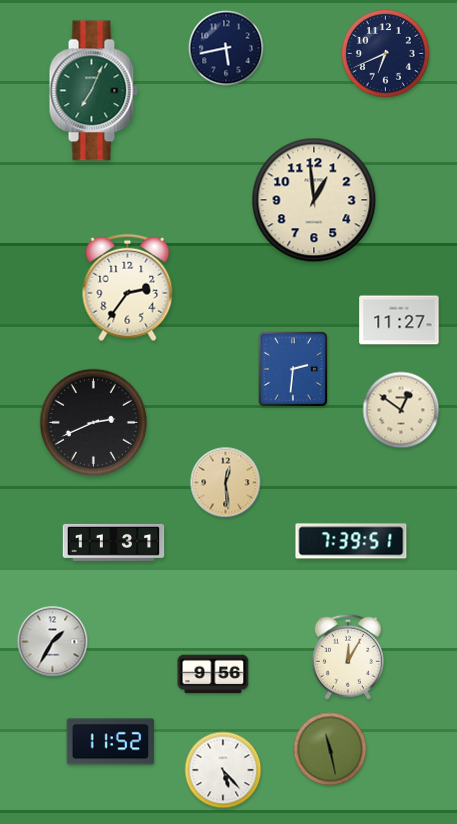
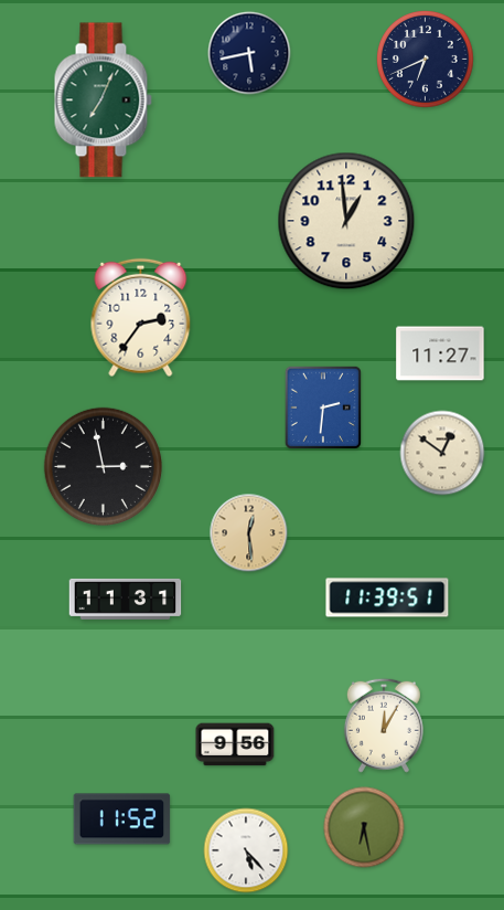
clock at (93, 422): 2:41 -> 2:58
clock at (351, 541): 7:39 -> 11:39
clock at (53, 642): 1:35 -> none
clock at (330, 749): 11:28 -> 6:28
